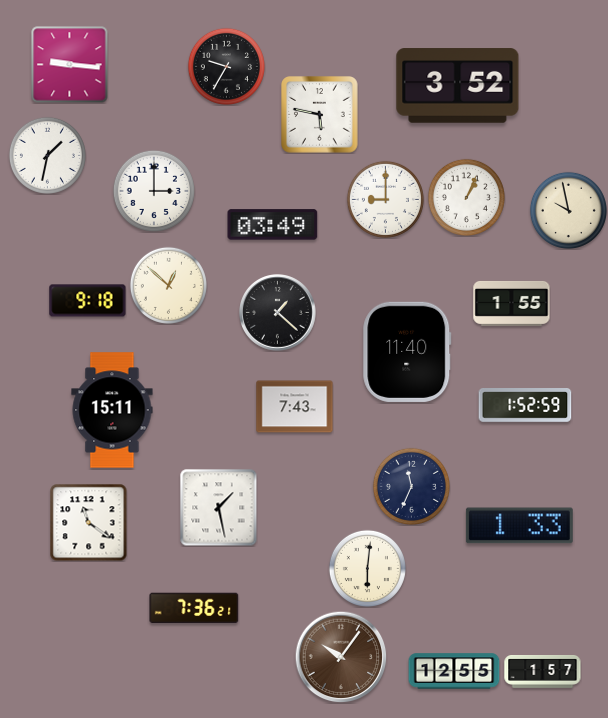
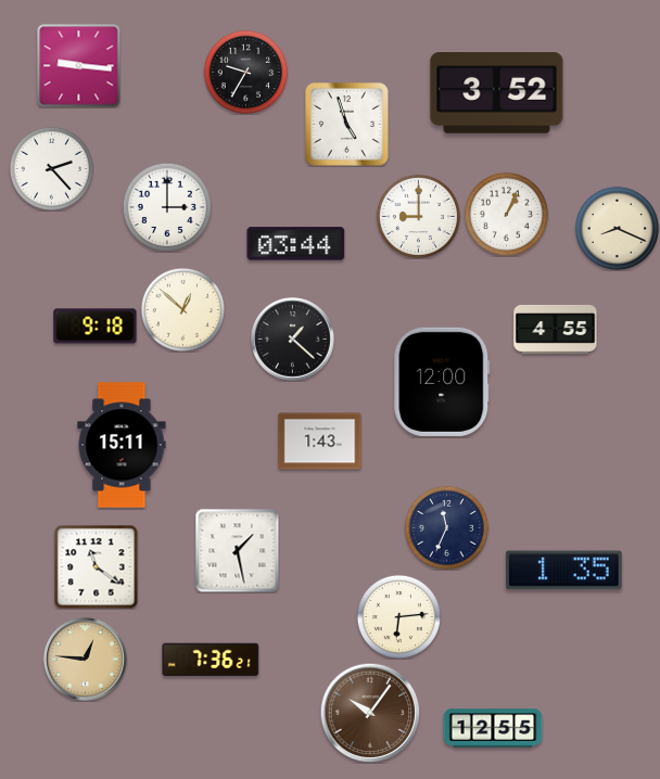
clock at (70, 65) position: (70, 65) -> (79, 66)
clock at (320, 115): 5:47 -> 4:57
clock at (47, 155): 1:32 -> 2:23
clock at (568, 210): 9:58 -> 8:19
clock at (273, 225): 03:49 -> 03:44
clock at (512, 303): 1:55 -> 4:55
clock at (278, 313) position: (278, 313) -> (293, 340)
clock at (407, 352): 11:40 -> 12:00
clock at (525, 406): 1:52 -> none
clock at (295, 407): 7:43 -> 1:43
clock at (519, 526): 1:33 -> 1:35
clock at (367, 568): 6:01 -> 6:14
clock at (86, 660): none -> 12:46
clock at (543, 672): 1:57 -> none
